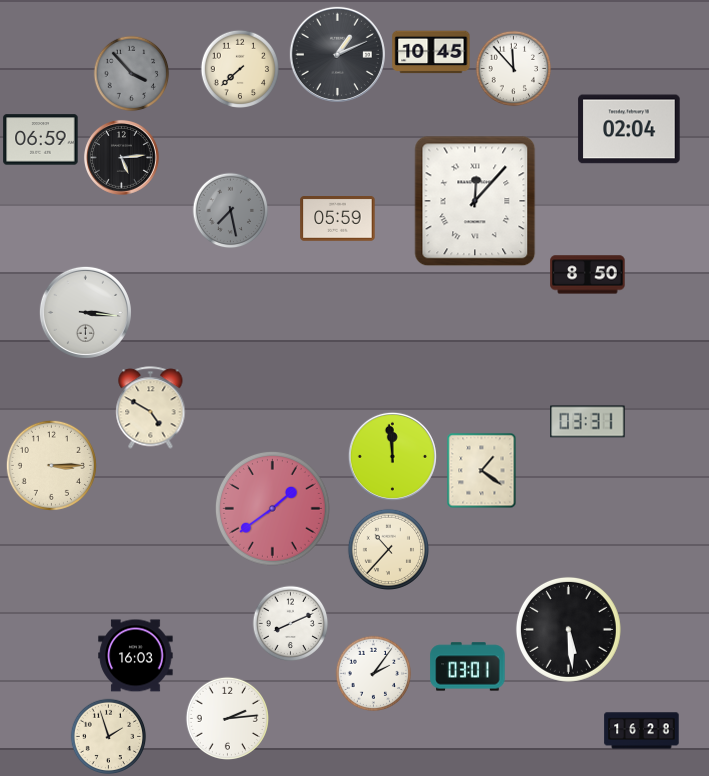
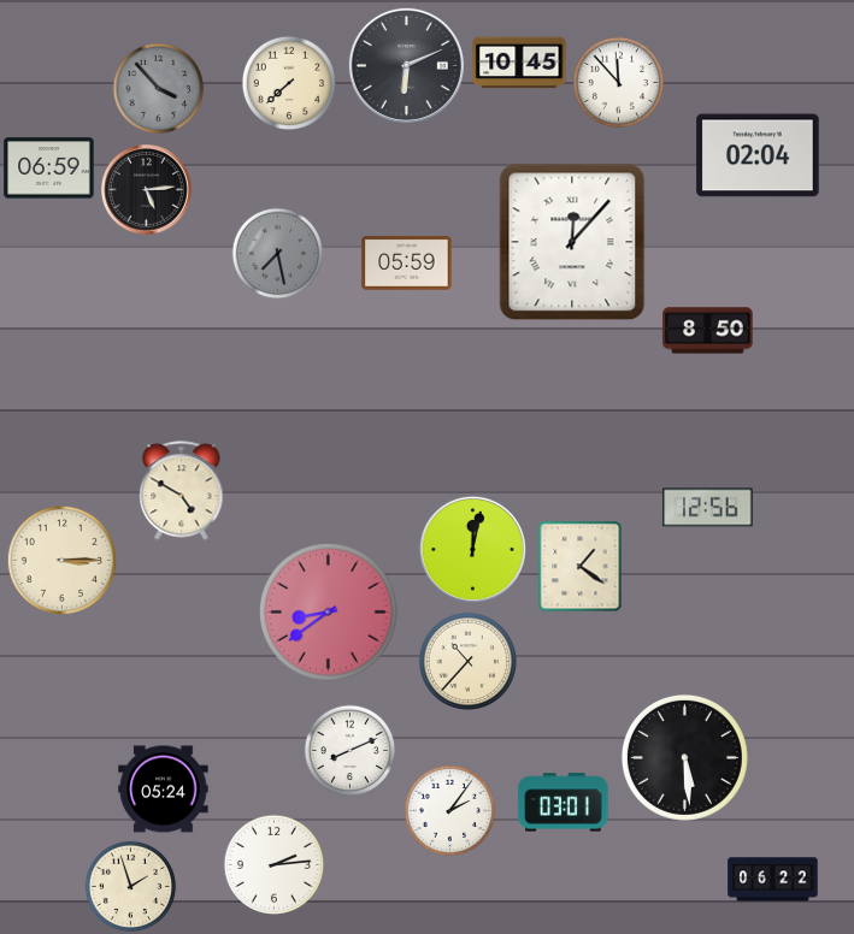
clock at (337, 54): 1:11 -> 6:11
clock at (85, 312): 3:16 -> none
clock at (588, 422): 03:31 -> 12:56
clock at (392, 456): 11:59 -> 12:02
clock at (272, 508): 1:39 -> 8:39
clock at (136, 656): 16:03 -> 05:24
clock at (642, 731): 16:28 -> 06:22
